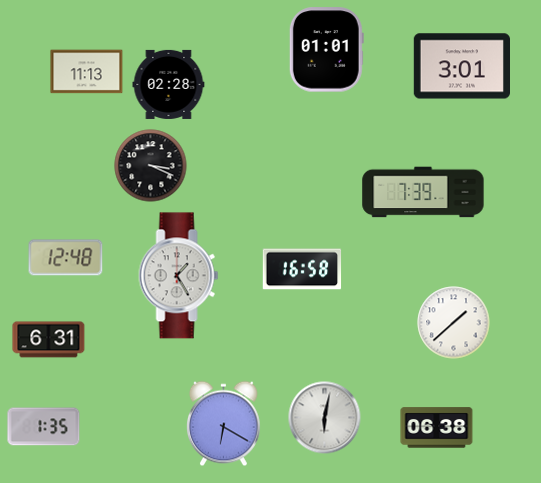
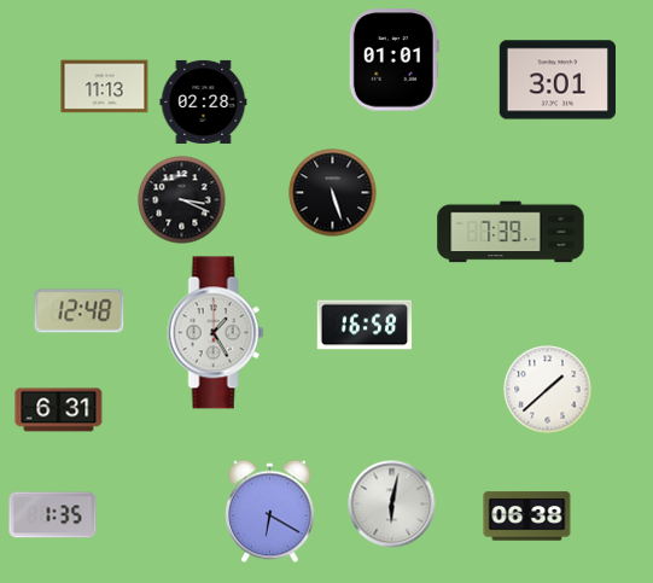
clock at (333, 193): none -> 5:27
